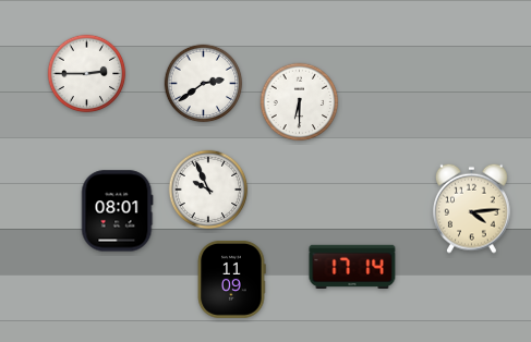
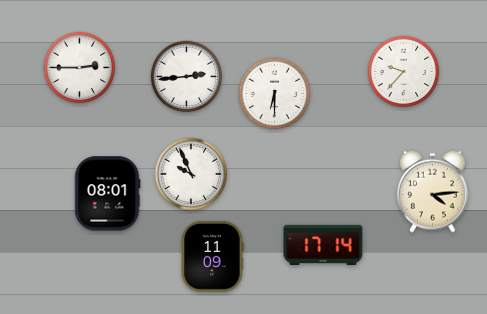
clock at (404, 72): none -> 9:37
clock at (204, 84): 2:39 -> 2:44
